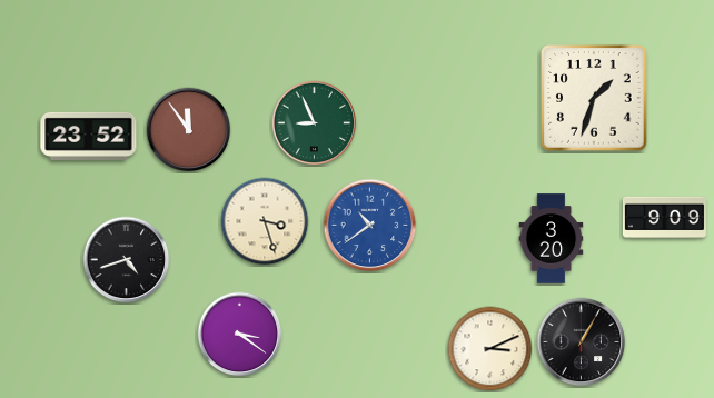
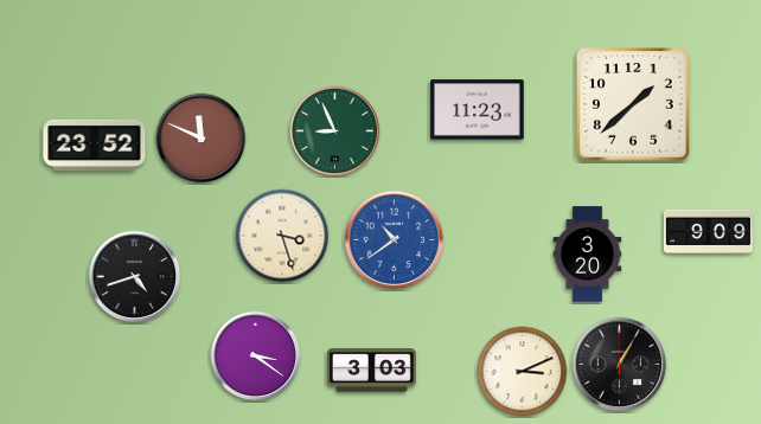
clock at (594, 98): 1:33 -> 1:38
clock at (478, 110): none -> 11:23
clock at (189, 130): 11:54 -> 11:49
clock at (371, 371): none -> 3:03
